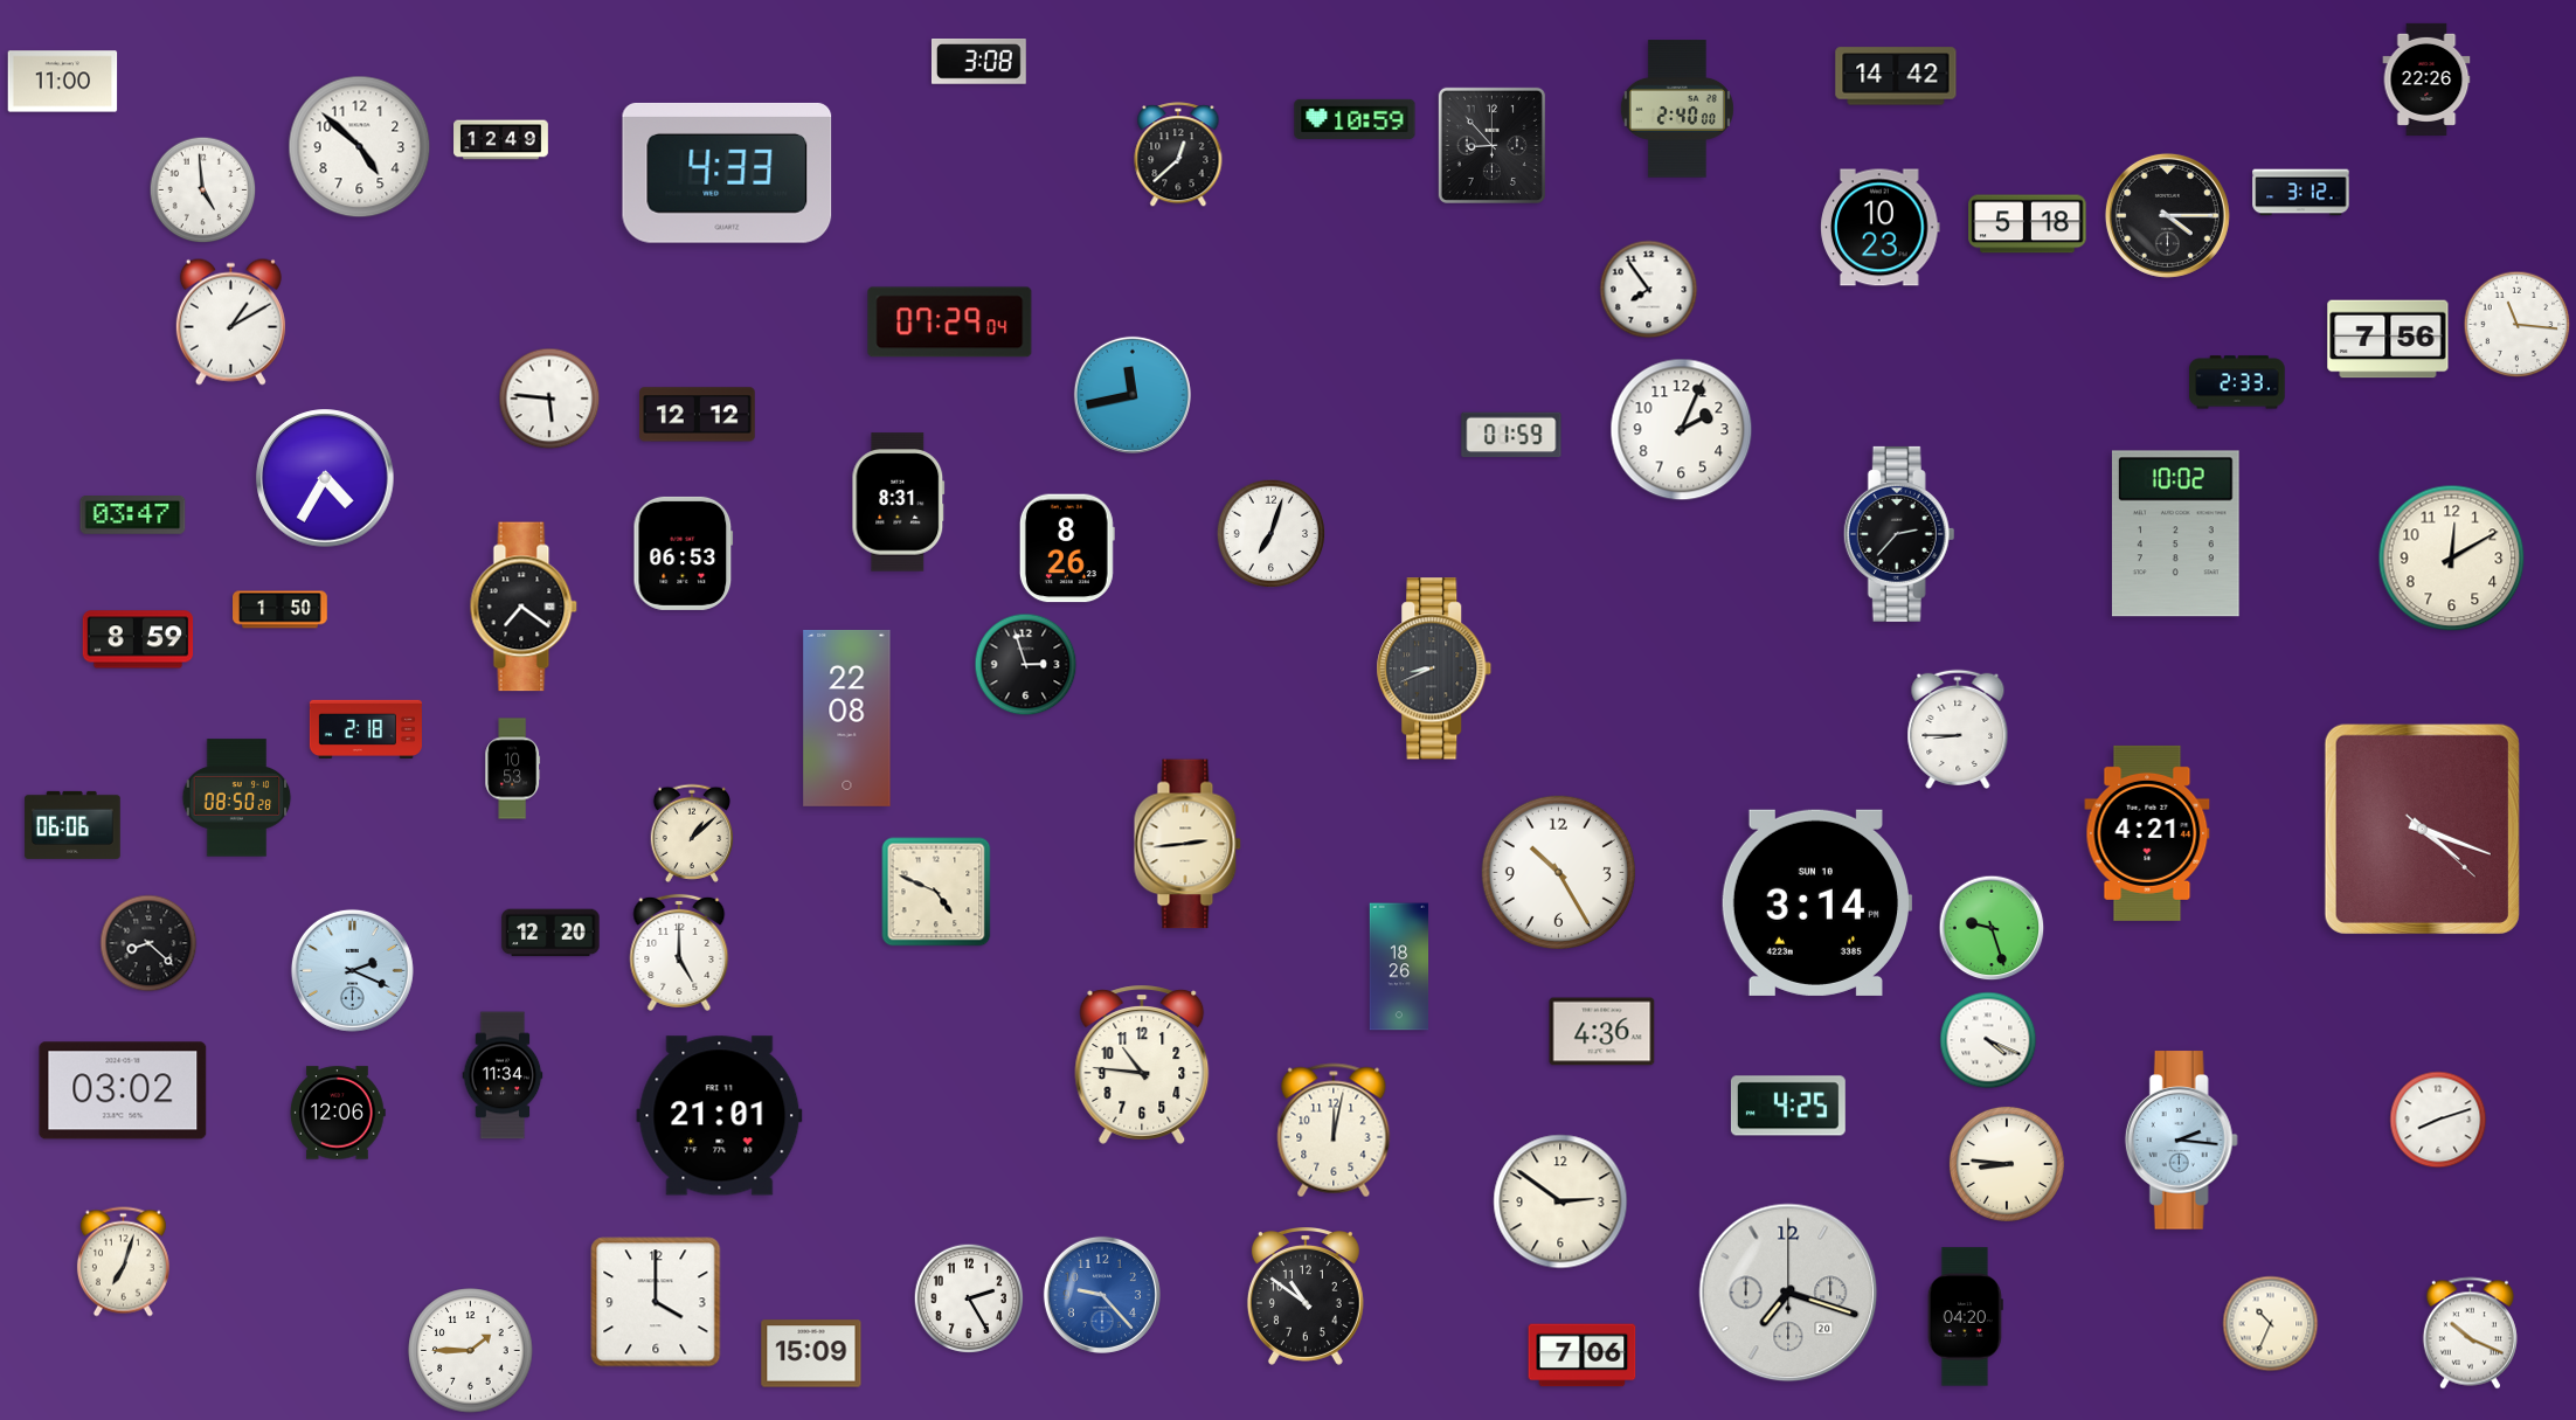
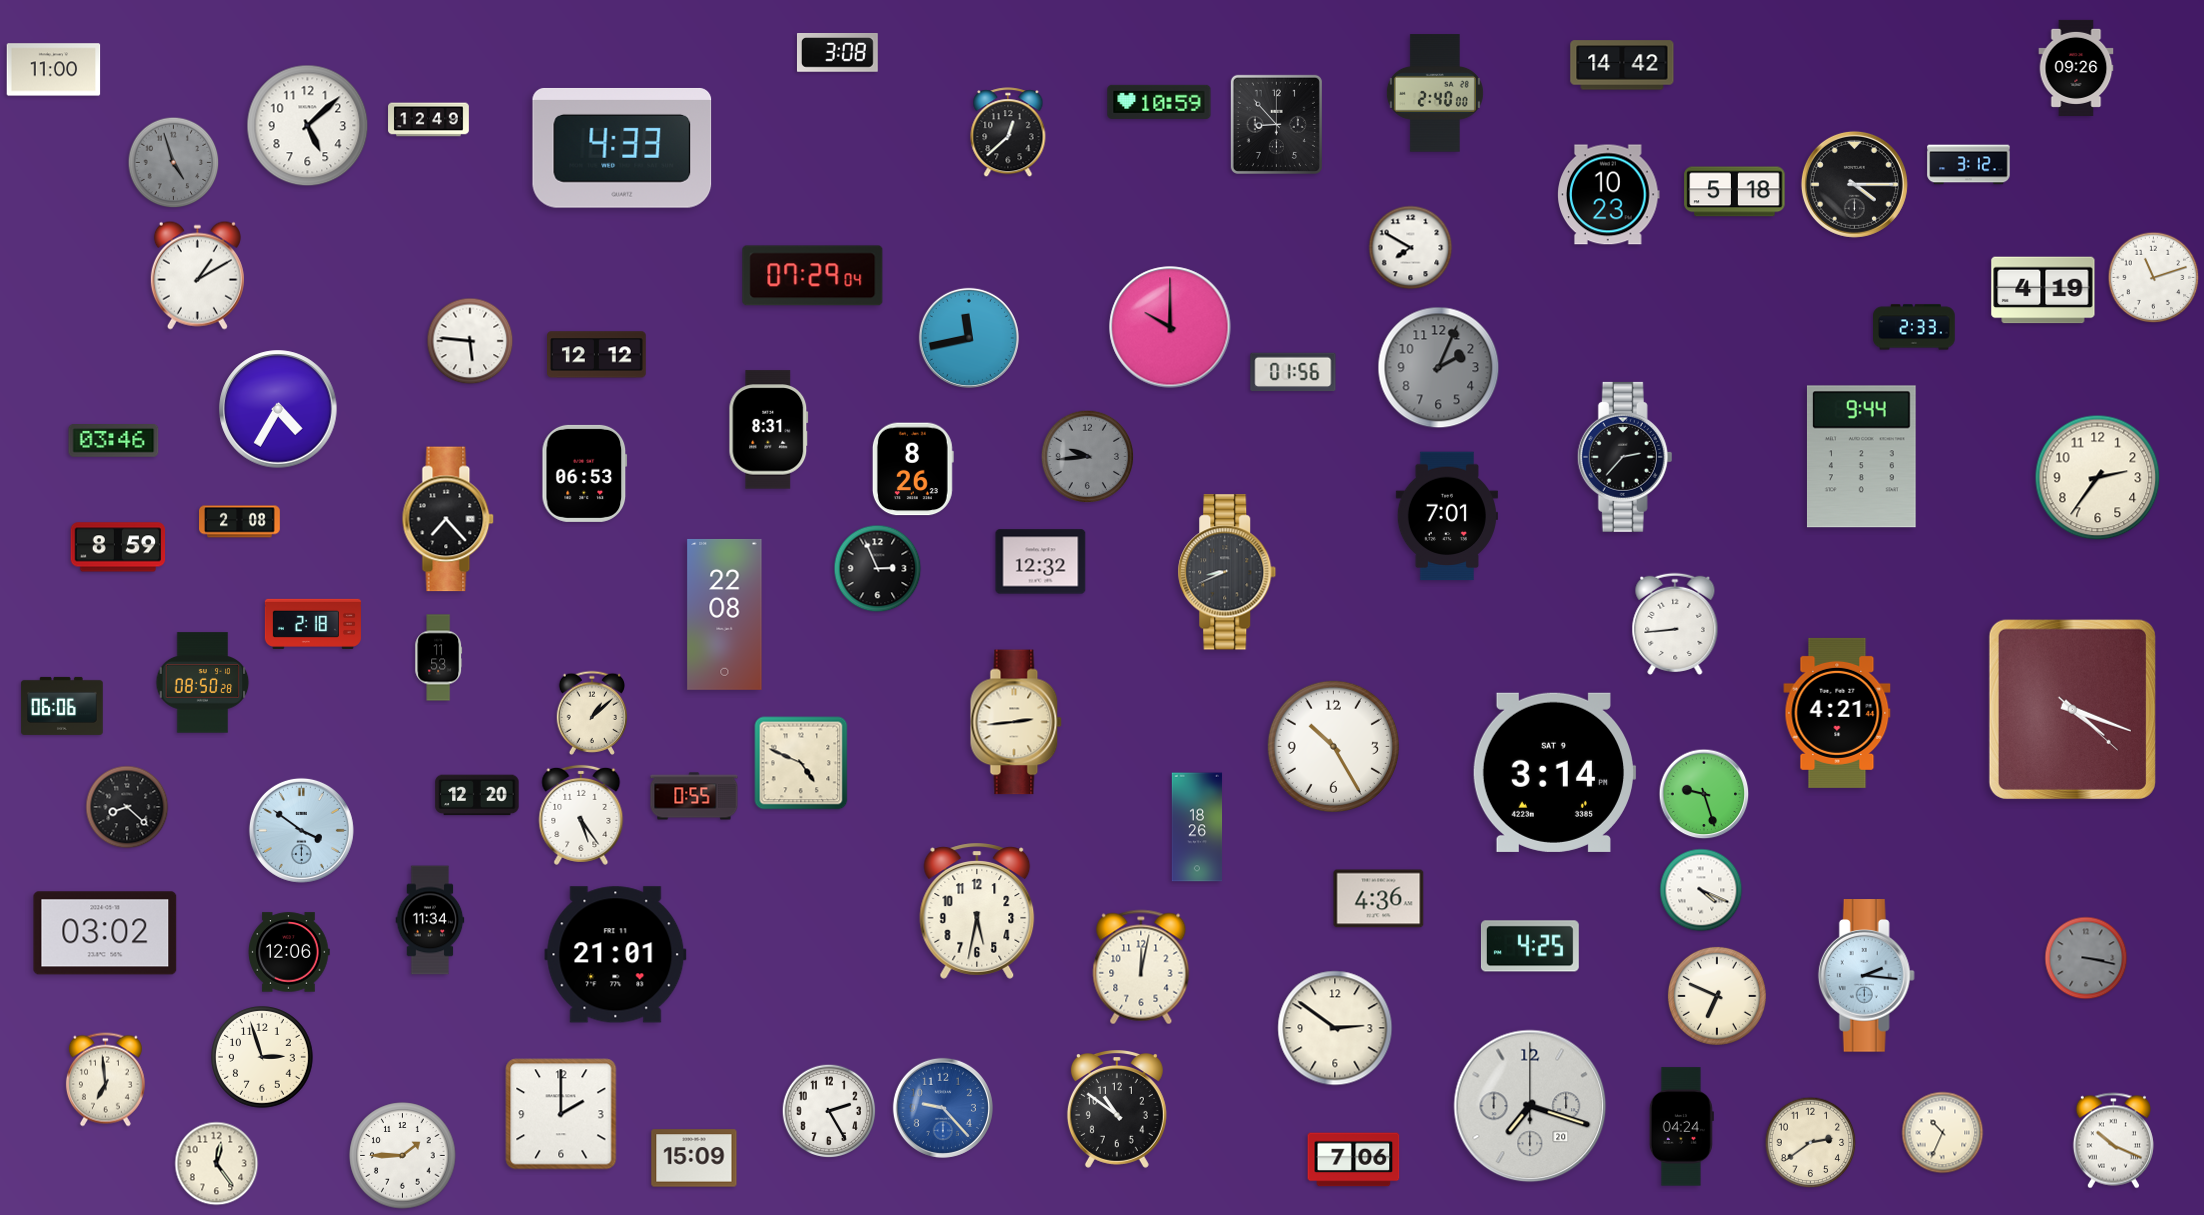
clock at (2426, 79): 22:26 -> 09:26
clock at (360, 147): 4:52 -> 5:08
clock at (203, 191): 4:59 -> 4:57
clock at (203, 191) dial: white -> grey
clock at (1649, 290): 7:54 -> 7:50
clock at (2518, 325): 11:16 -> 11:12
clock at (2388, 339): 7:56 -> 4:19
clock at (1170, 327): none -> 10:00
clock at (1682, 430) dial: white -> grey
clock at (1511, 435): 01:59 -> 01:56
clock at (133, 515): 03:47 -> 03:46
clock at (1272, 534): 7:03 -> 9:44
clock at (1272, 534) dial: white -> grey
clock at (2175, 534): 10:02 -> 9:44
clock at (2452, 559): 12:10 -> 2:36
clock at (1447, 516): none -> 7:01
clock at (524, 607): 7:21 -> 7:23
clock at (281, 610): 1:50 -> 2:08
clock at (1041, 562): none -> 12:32
clock at (1026, 665): 2:57 -> 2:56
clock at (1958, 729): 8:45 -> 8:44
clock at (513, 769): 10:53 -> 11:53
clock at (1816, 902) date: SUN 10 -> SAT 9
clock at (694, 796): none -> 0:55
clock at (550, 933) position: (550, 933) -> (477, 795)
clock at (679, 953): 5:00 -> 5:24
clock at (352, 970): 2:19 -> 3:51
clock at (1602, 1032) position: (1602, 1032) -> (1379, 899)
clock at (1142, 1065): 10:46 -> 5:32
clock at (2438, 1120): 8:12 -> 3:17
clock at (2438, 1120) dial: white -> grey
clock at (2007, 1164): 8:46 -> 6:49
clock at (263, 1058): none -> 2:57
clock at (123, 1262): 7:03 -> 6:59
clock at (656, 1302): 4:00 -> 2:00
clock at (1965, 1317): 04:20 -> 04:24
clock at (1811, 1143): none -> 2:39
clock at (217, 1164): none -> 12:24
